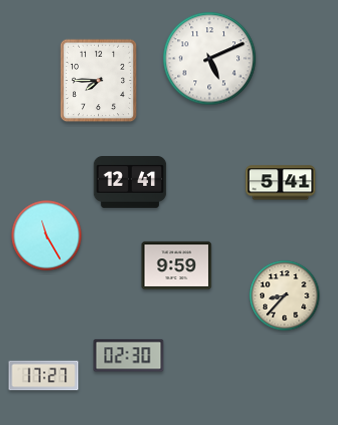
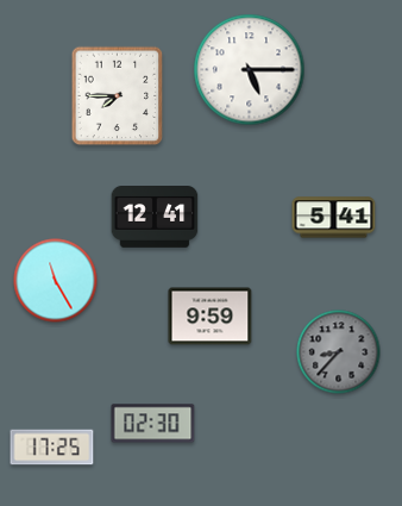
clock at (210, 59): 5:11 -> 5:15
clock at (285, 296) dial: cream -> grey
clock at (44, 376): 17:27 -> 17:25
